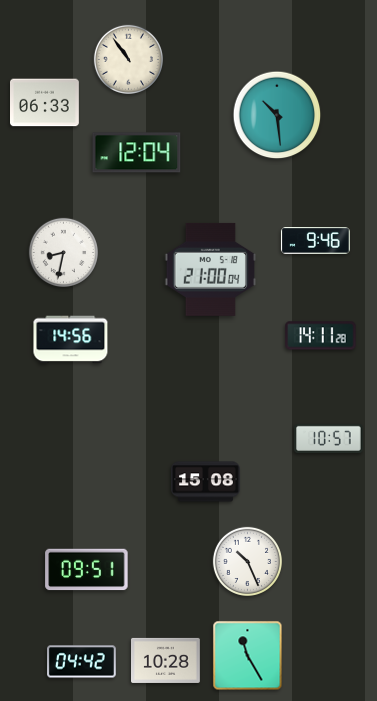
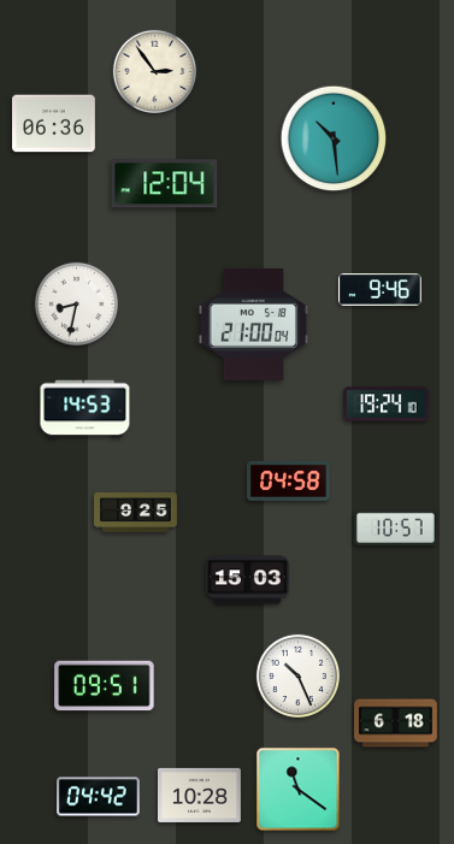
clock at (128, 59): 10:54 -> 2:54
clock at (45, 103): 06:33 -> 06:36
clock at (321, 336): 14:11 -> 19:24
clock at (71, 340): 14:56 -> 14:53
clock at (289, 480): none -> 04:58
clock at (136, 512): none -> 9:25
clock at (206, 482): 15:08 -> 15:03
clock at (396, 724): none -> 6:18
clock at (248, 656): 11:25 -> 11:21
